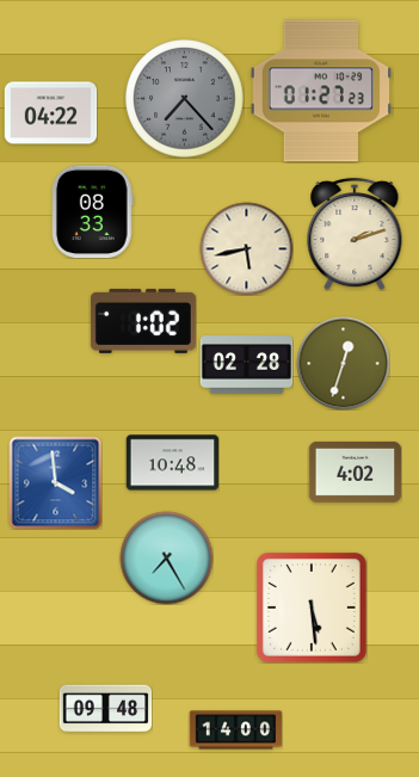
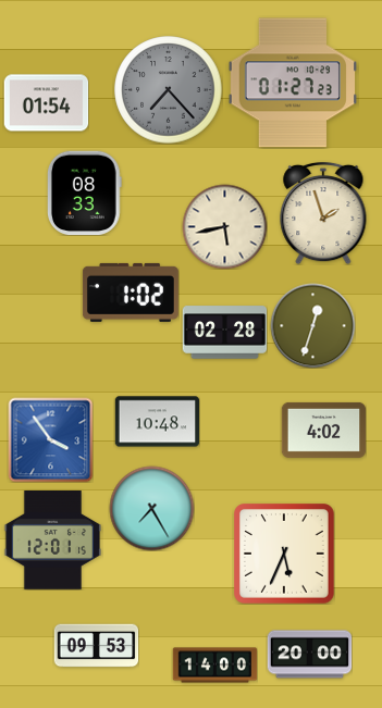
clock at (50, 113): 04:22 -> 01:54
clock at (355, 234): 2:12 -> 1:57
clock at (343, 363) position: (343, 363) -> (312, 325)
clock at (55, 482): 3:59 -> 3:54
clock at (53, 541): none -> 12:01
clock at (313, 609): 5:29 -> 5:34
clock at (105, 709): 09:48 -> 09:53
clock at (309, 655): none -> 20:00
